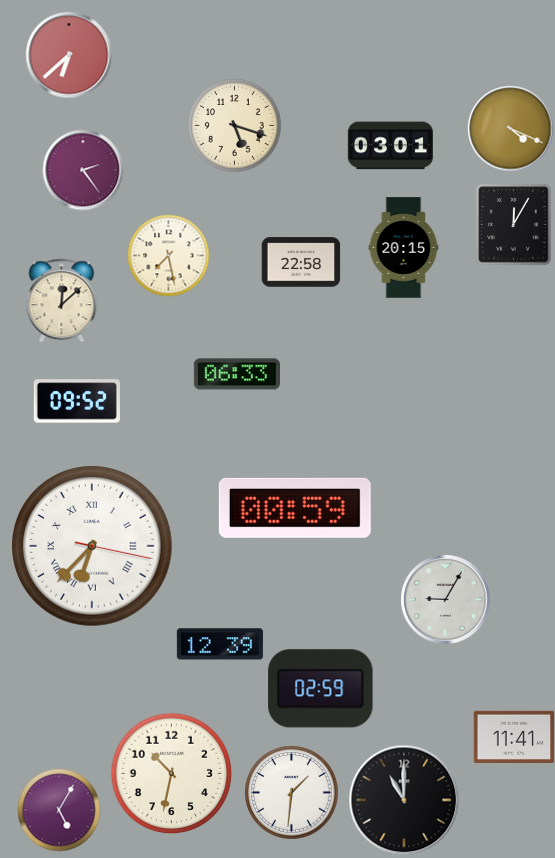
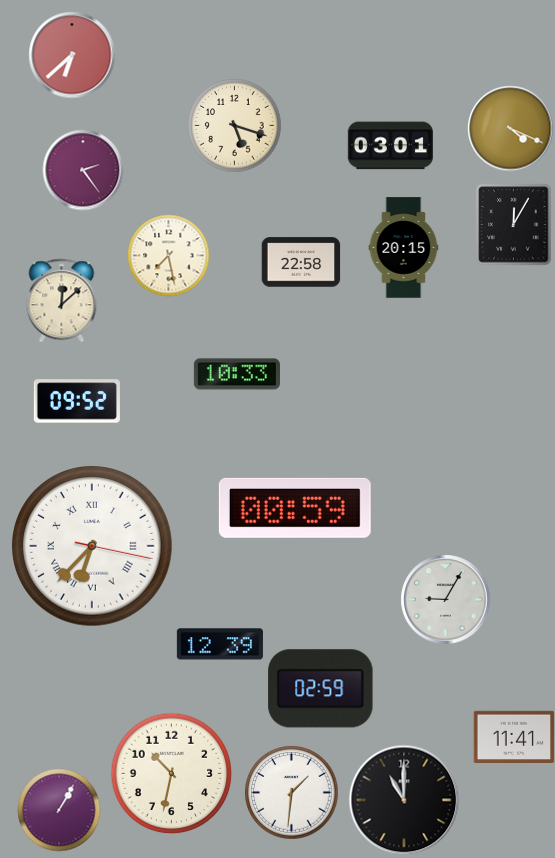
clock at (69, 55) position: (69, 55) -> (72, 55)
clock at (237, 374): 06:33 -> 10:33
clock at (59, 810): 5:05 -> 1:05
